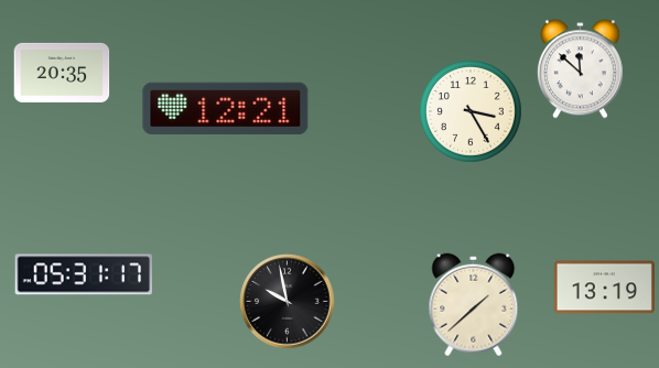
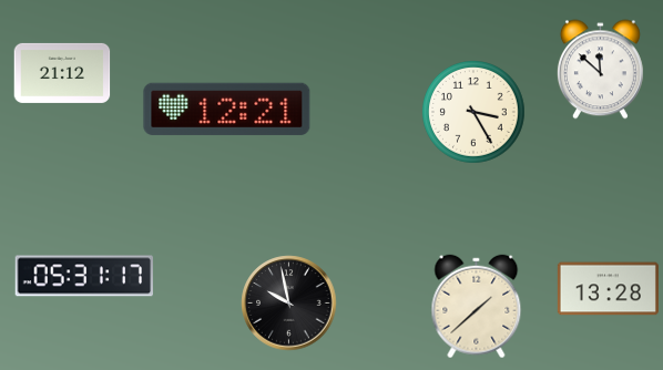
clock at (580, 69) position: (580, 69) -> (600, 70)
clock at (62, 73): 20:35 -> 21:12
clock at (604, 288): 13:19 -> 13:28
